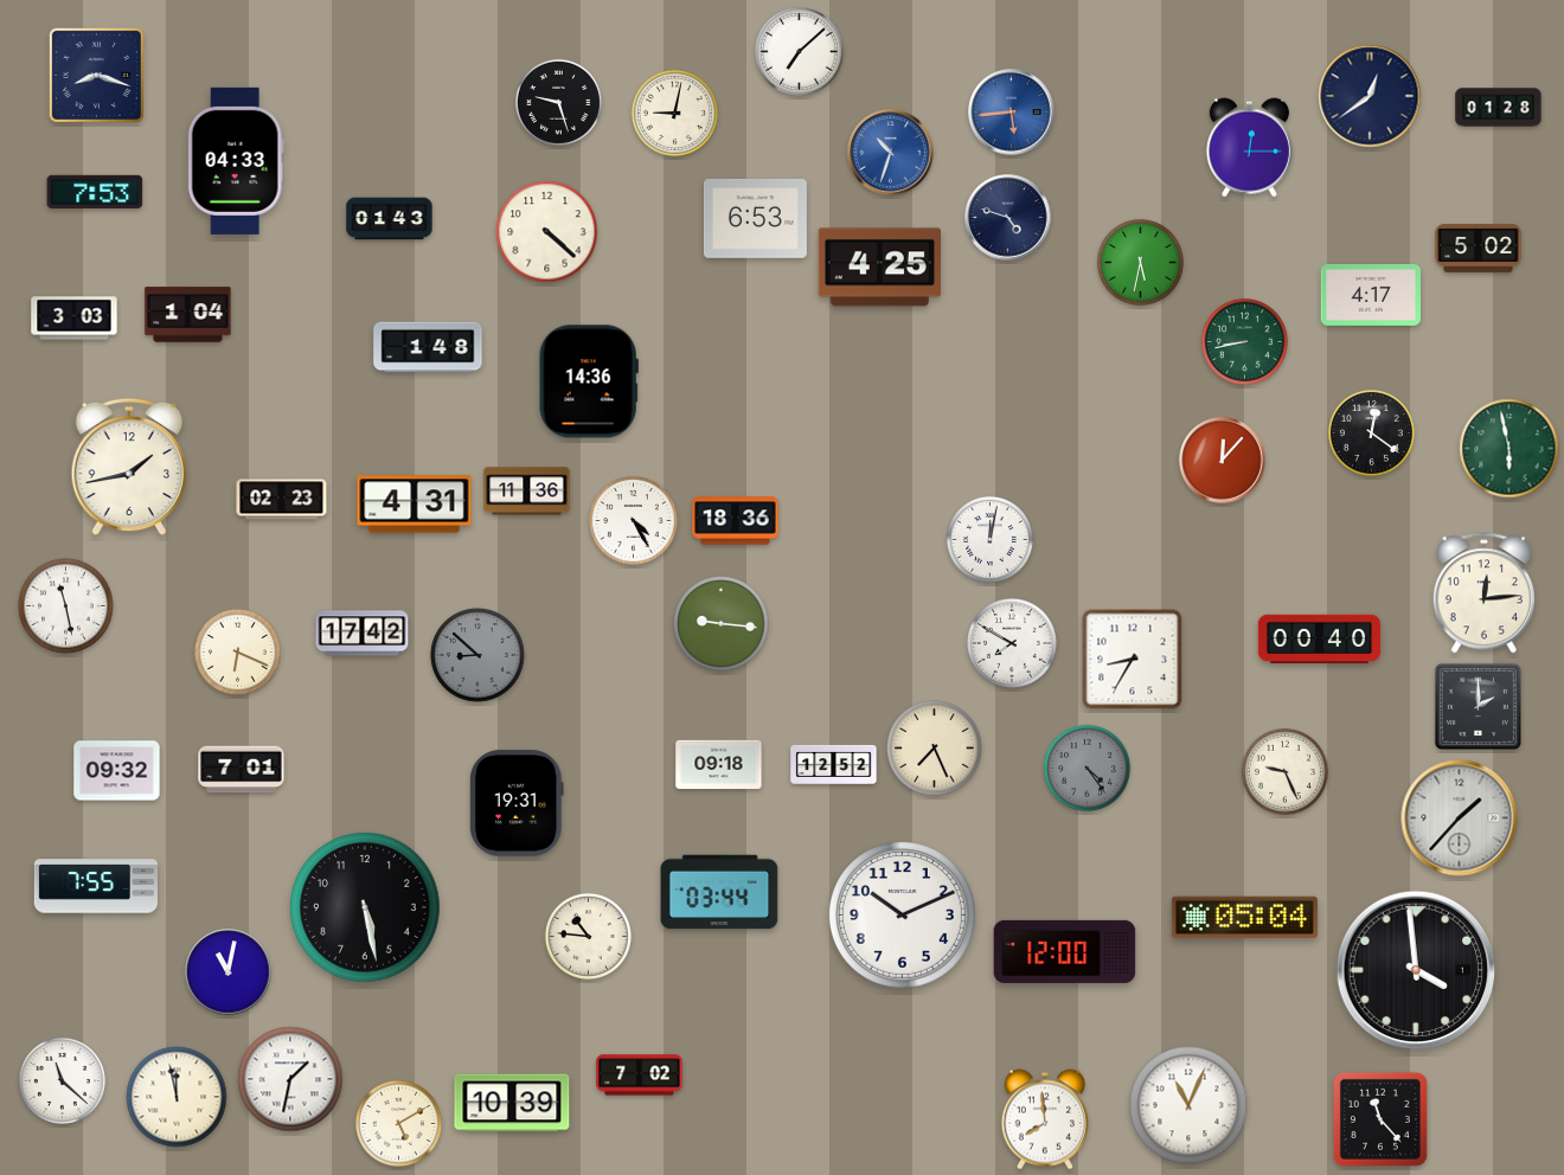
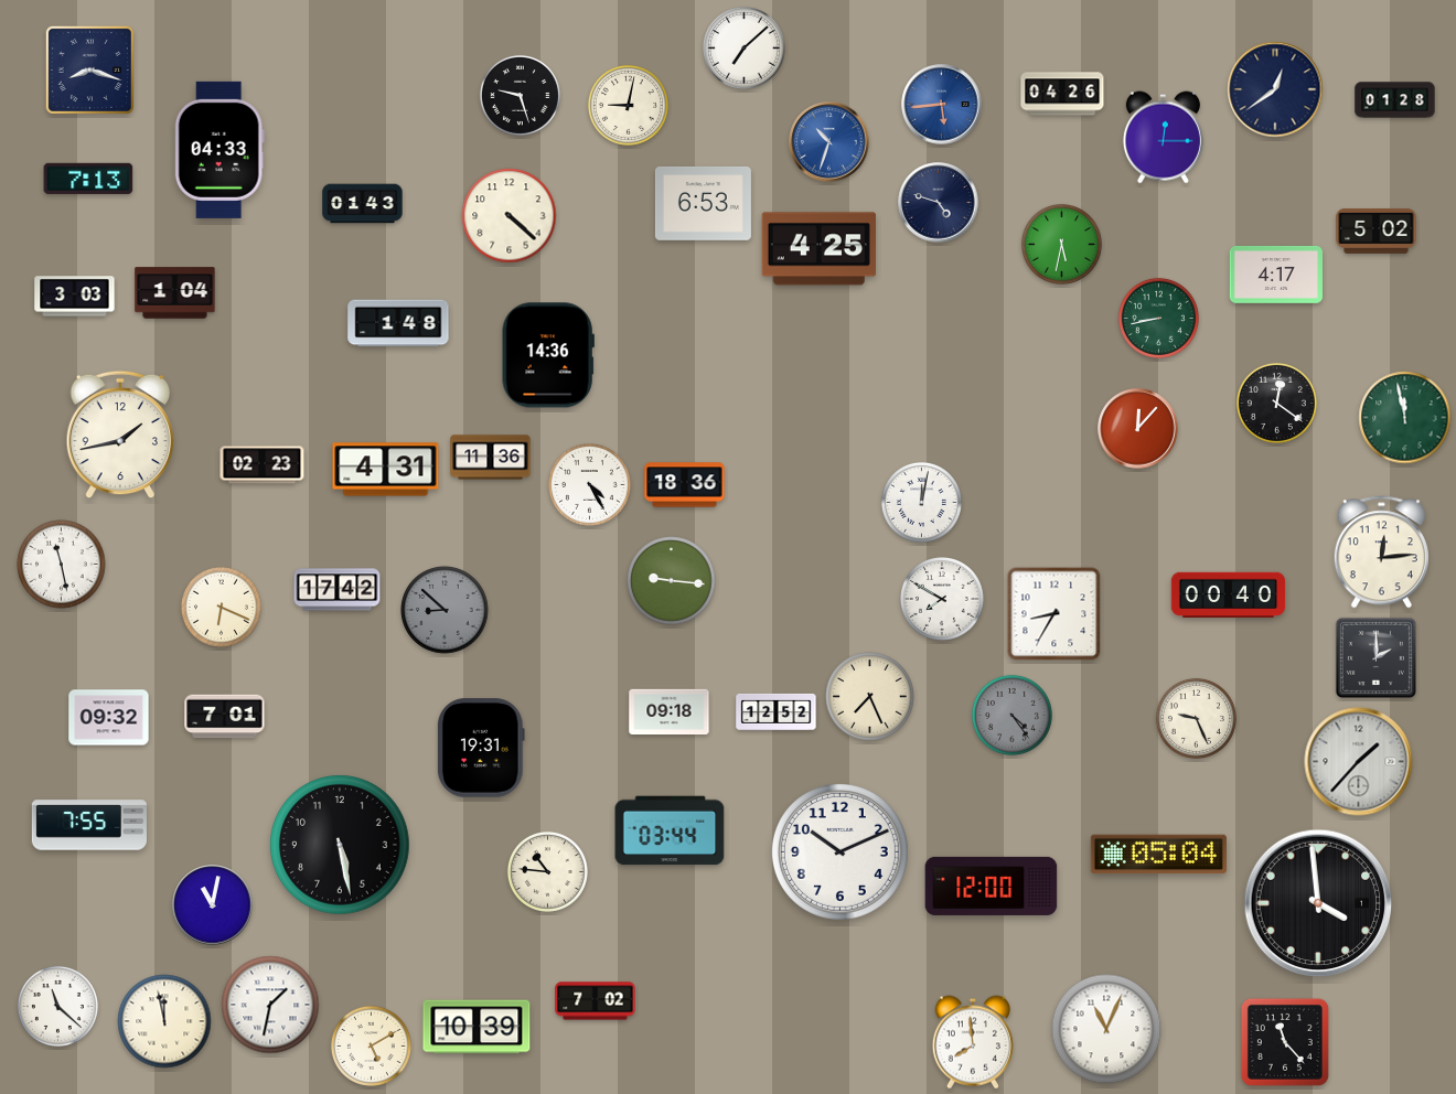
clock at (1062, 94): none -> 04:26
clock at (95, 192): 7:53 -> 7:13
clock at (75, 319) position: (75, 319) -> (75, 297)
clock at (1509, 449): 5:58 -> 11:58
